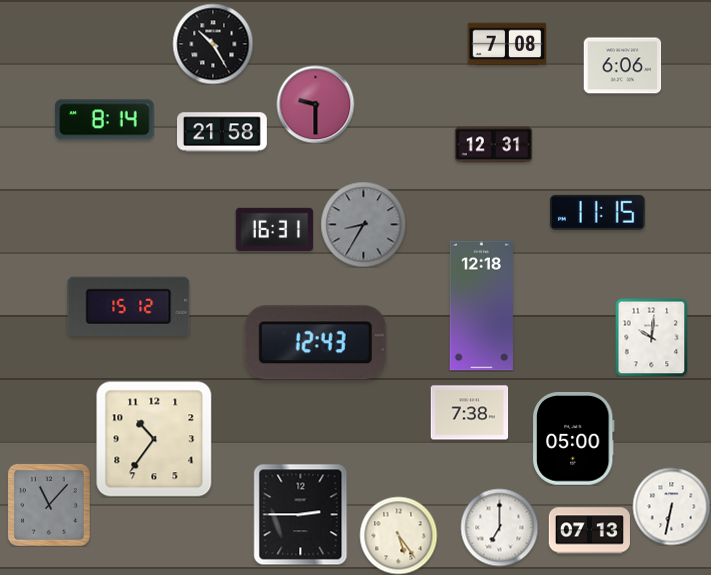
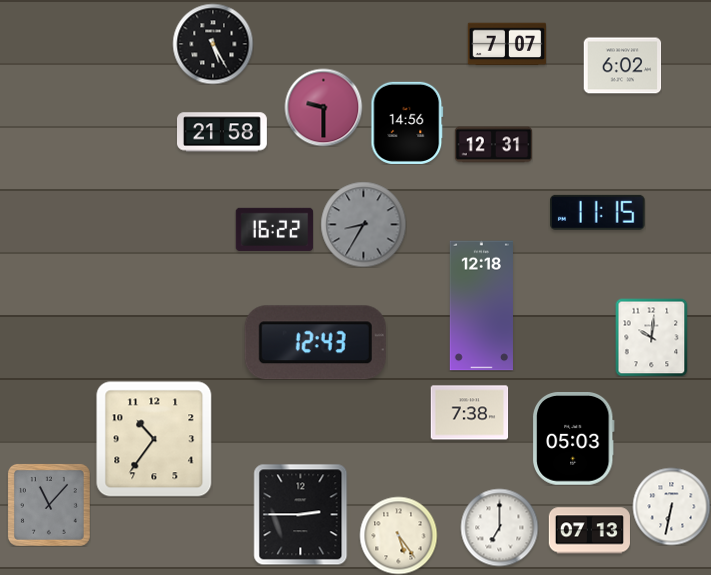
clock at (213, 44): 10:25 -> 5:25
clock at (507, 44): 7:08 -> 7:07
clock at (622, 66): 6:06 -> 6:02
clock at (315, 104) position: (315, 104) -> (323, 107)
clock at (105, 120): 8:14 -> none
clock at (407, 123): none -> 14:56
clock at (274, 229): 16:31 -> 16:22
clock at (129, 306): 15:12 -> none
clock at (573, 439): 05:00 -> 05:03
